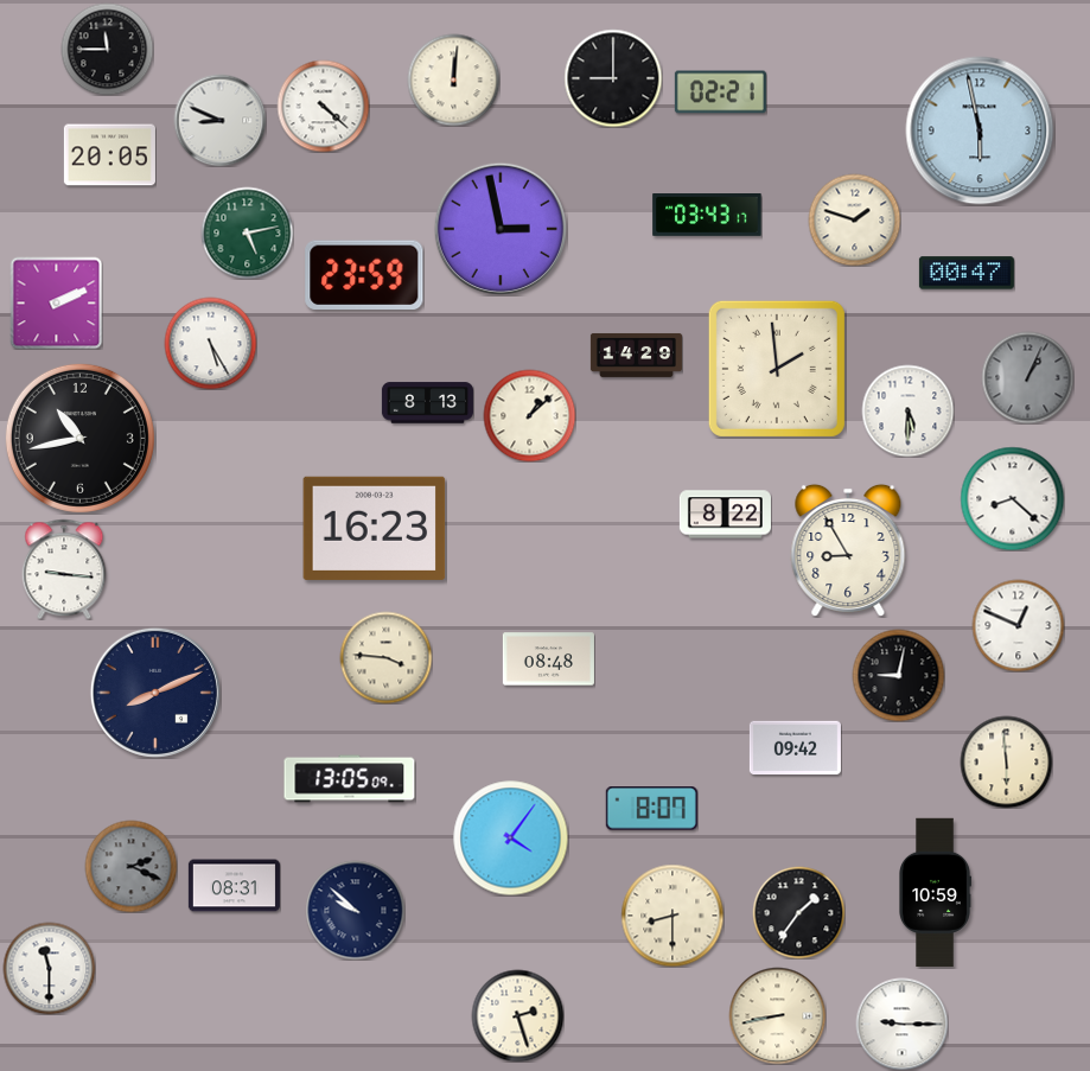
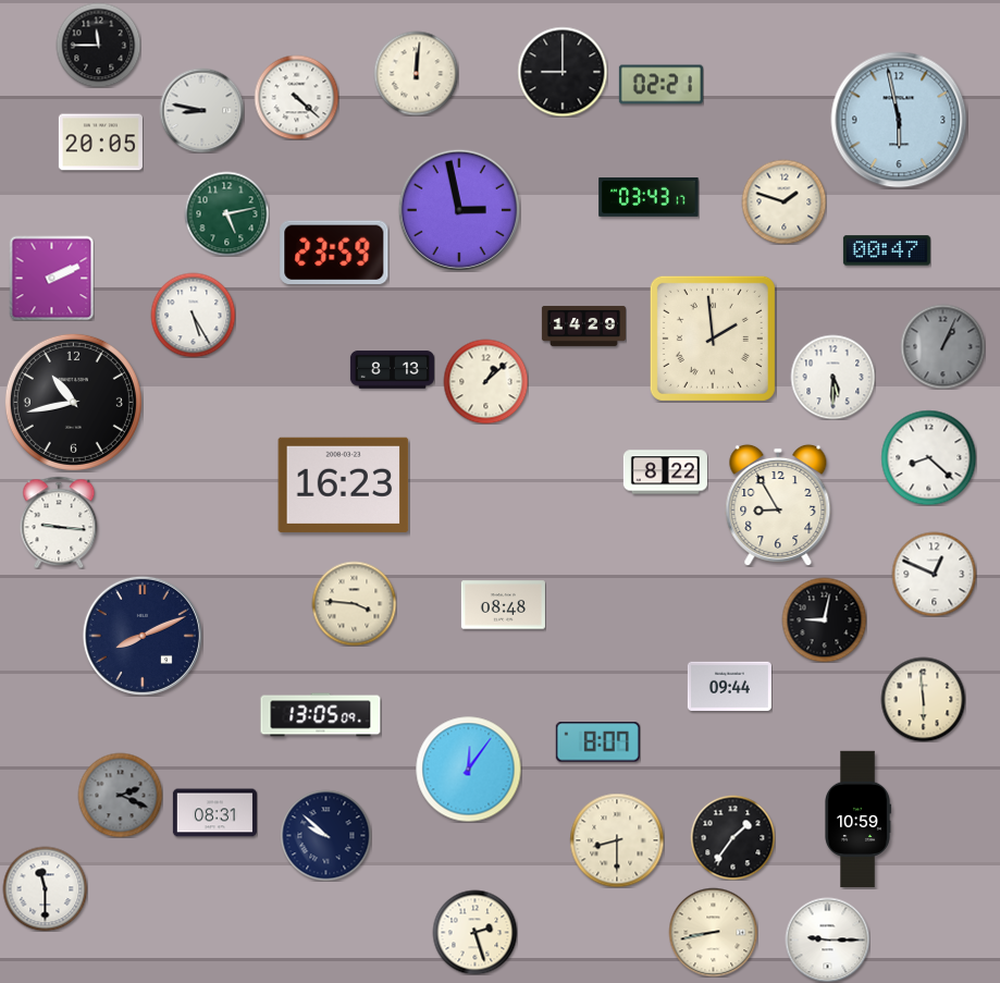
clock at (219, 120): 8:49 -> 8:47
clock at (795, 747): 09:42 -> 09:44
clock at (510, 837): 4:06 -> 12:06
